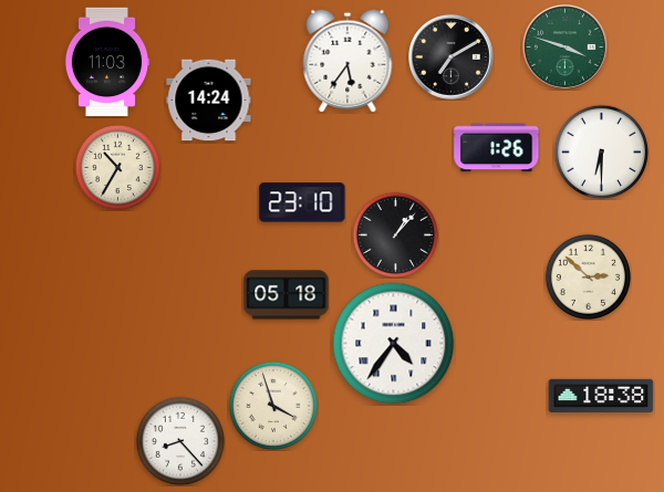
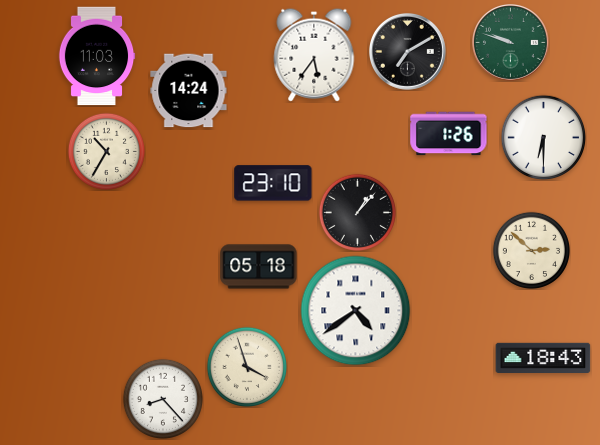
clock at (566, 48): 3:48 -> 9:48
clock at (394, 344): 4:36 -> 4:39
clock at (601, 395): 18:38 -> 18:43
